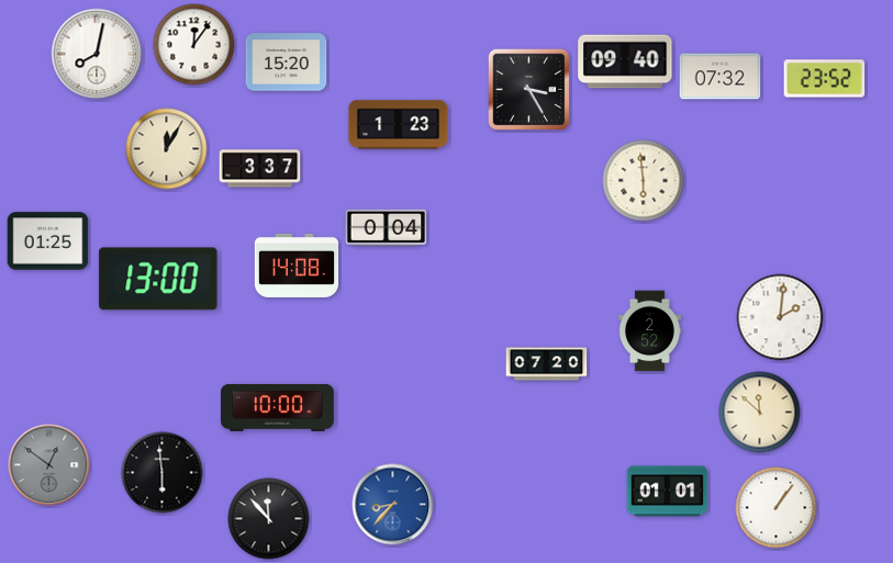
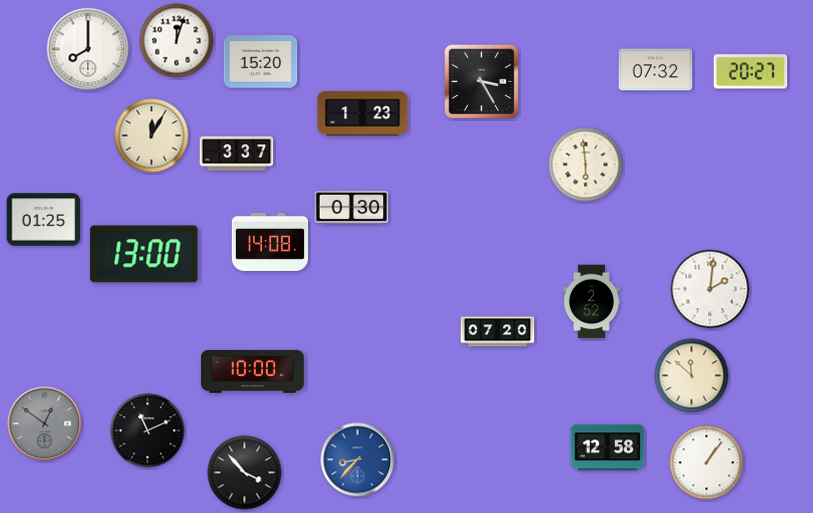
clock at (194, 45): 12:06 -> 12:03
clock at (97, 54): 8:02 -> 8:00
clock at (625, 61): 09:40 -> none
clock at (287, 63) position: (287, 63) -> (261, 62)
clock at (825, 79): 23:52 -> 20:27
clock at (387, 228): 0:04 -> 0:30
clock at (163, 473): 5:59 -> 11:11
clock at (668, 492): 01:01 -> 12:58
clock at (269, 519): 11:53 -> 3:53
